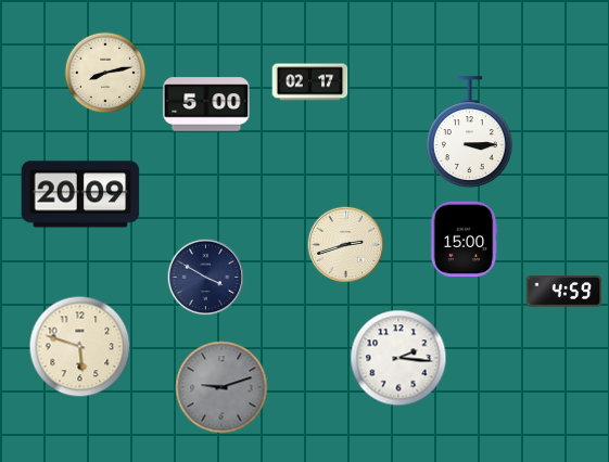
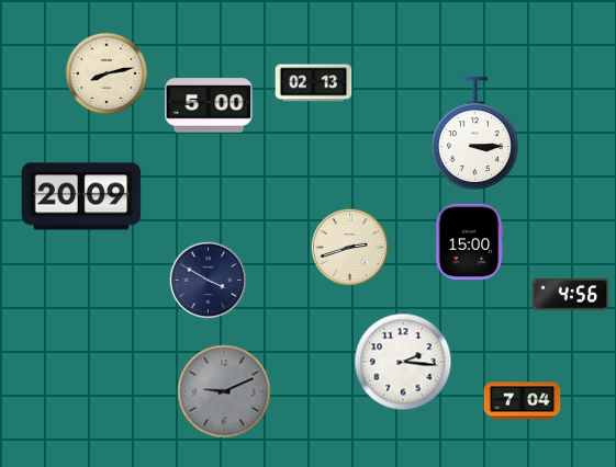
clock at (310, 82): 02:17 -> 02:13
clock at (564, 292): 4:59 -> 4:56
clock at (80, 347): 5:48 -> none
clock at (221, 387): 9:12 -> 9:11
clock at (523, 401): none -> 7:04
